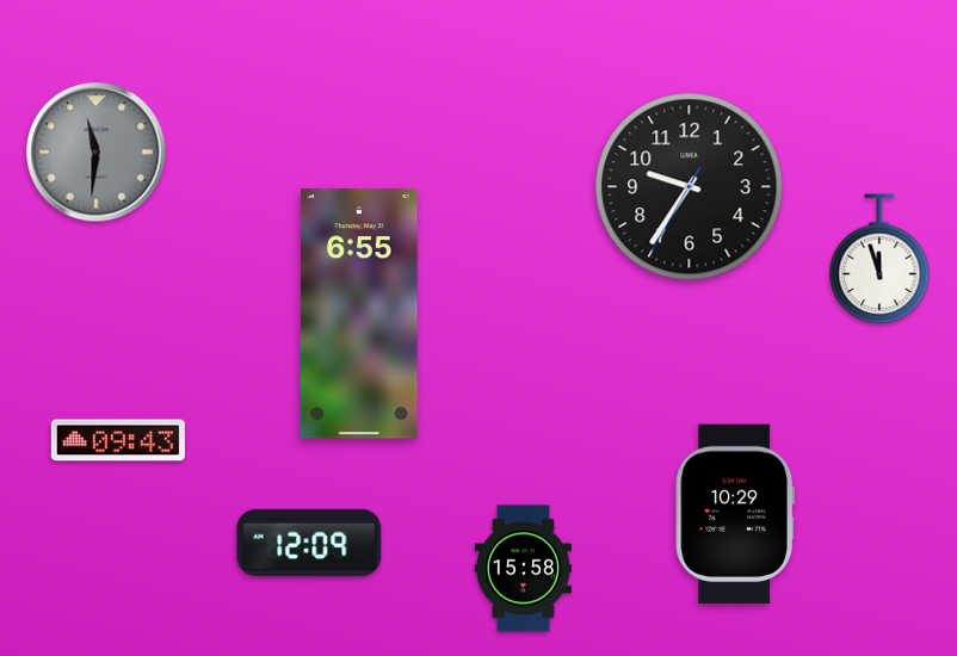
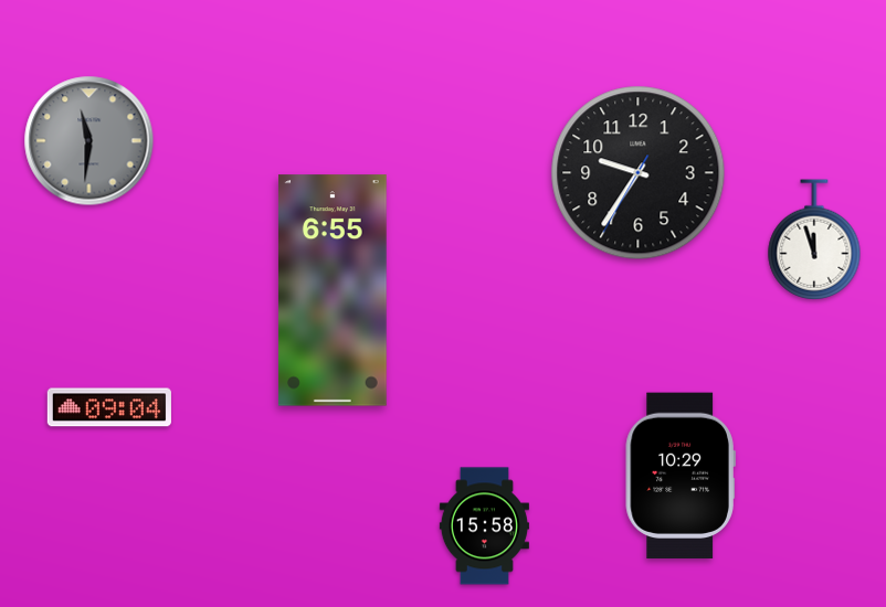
clock at (118, 440): 09:43 -> 09:04
clock at (309, 543): 12:09 -> none
